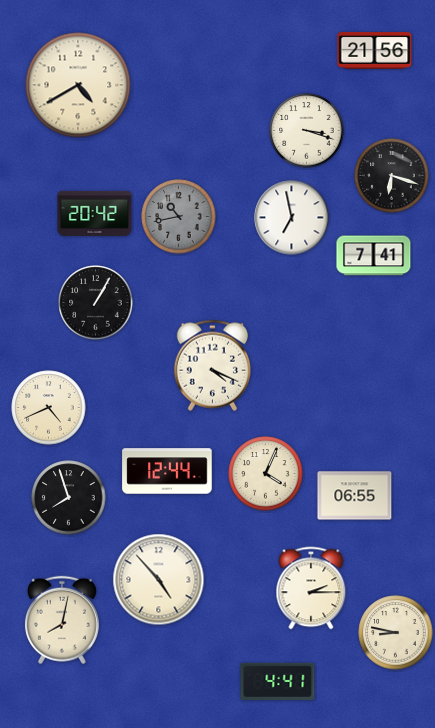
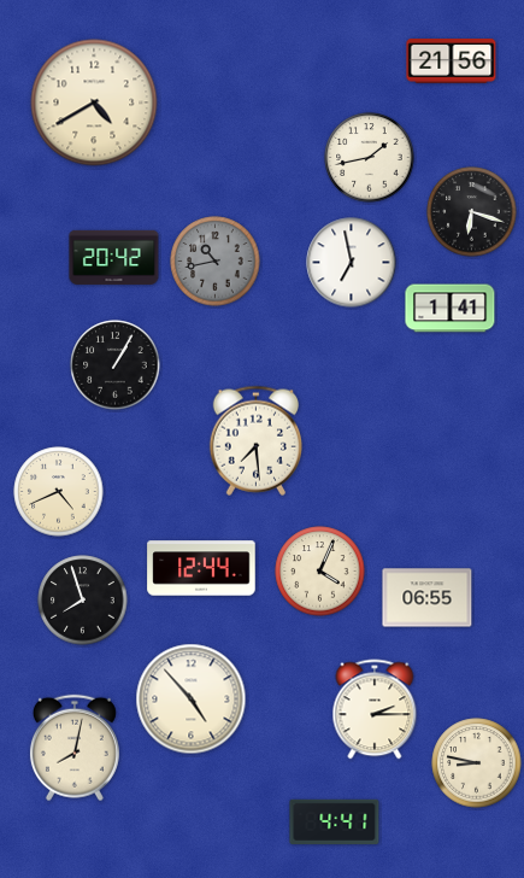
clock at (307, 131): 3:18 -> 1:43
clock at (374, 256): 7:41 -> 1:41
clock at (212, 365): 4:19 -> 7:29
